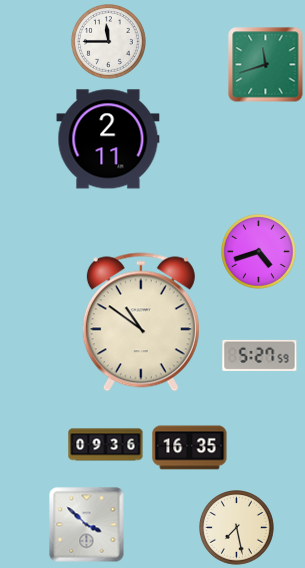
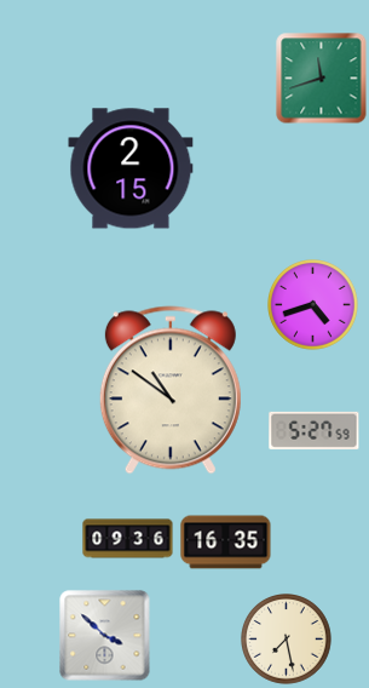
clock at (109, 42): 11:45 -> none
clock at (108, 139): 2:11 -> 2:15
clock at (190, 448) position: (190, 448) -> (226, 543)
